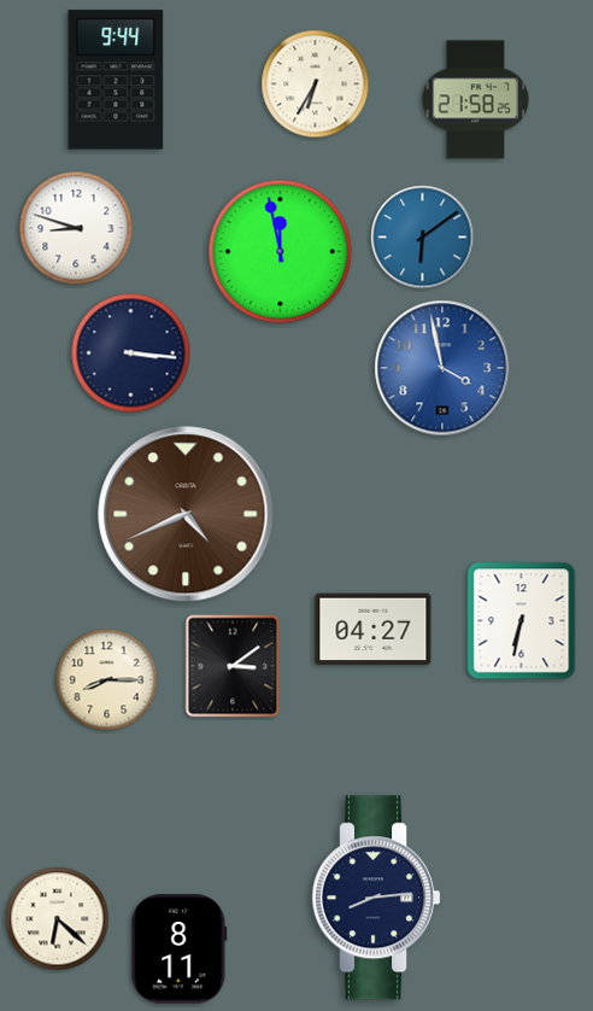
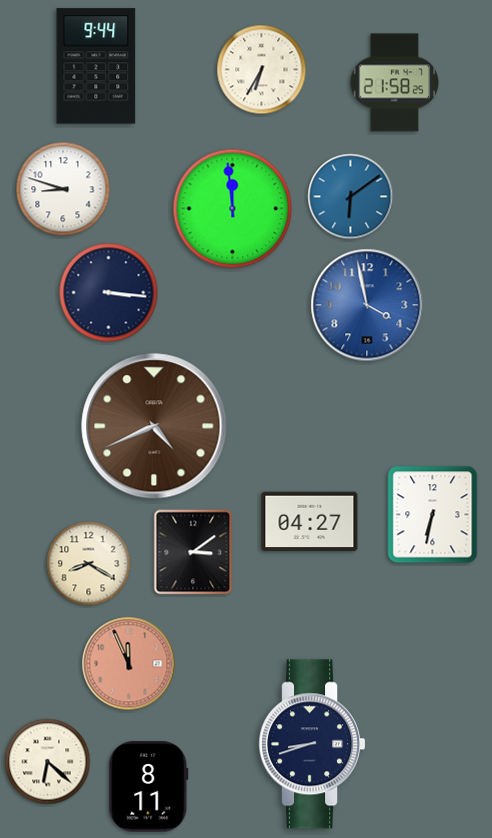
clock at (281, 252): 11:58 -> 11:59
clock at (107, 680): 8:15 -> 8:20
clock at (129, 664): none -> 11:56
clock at (376, 898): 8:14 -> 8:42
